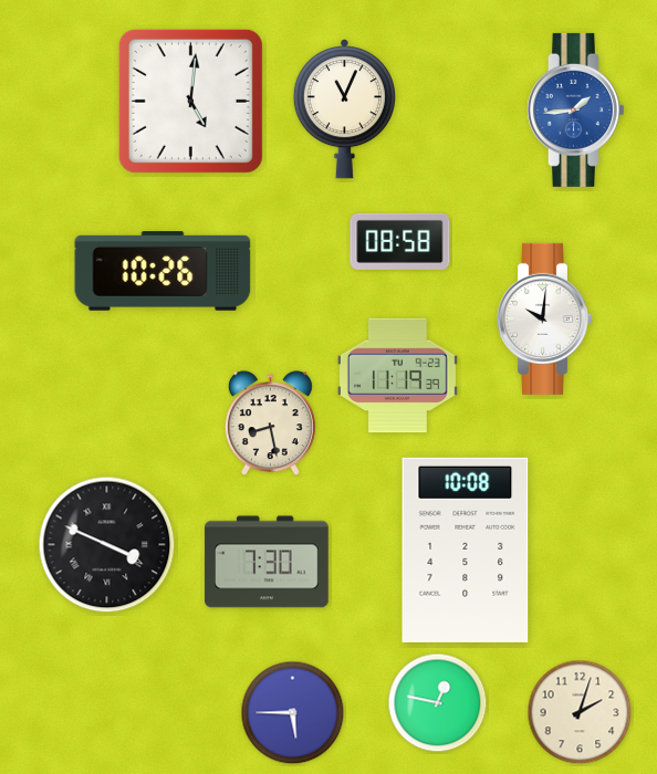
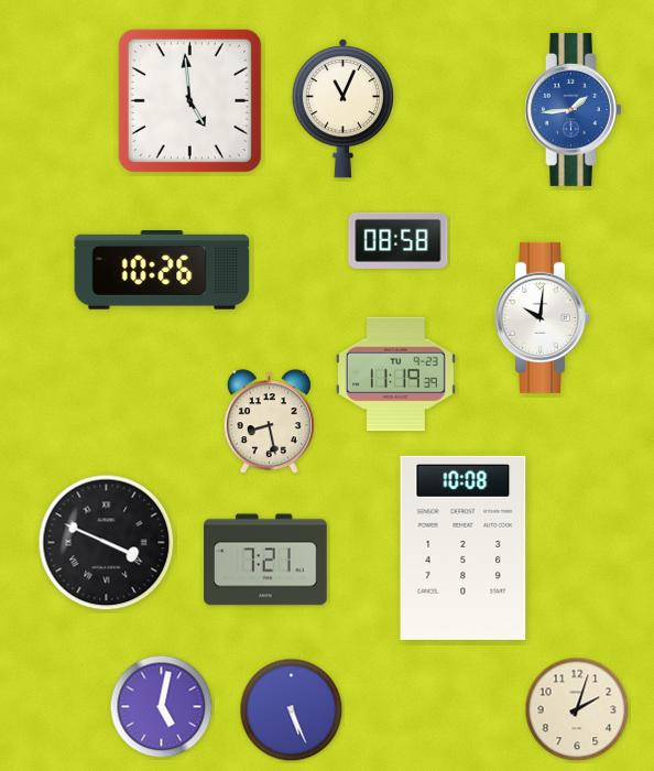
clock at (190, 101): 5:01 -> 4:59
clock at (267, 562): 7:30 -> 7:21
clock at (438, 703): 12:47 -> none
clock at (162, 707): none -> 5:02
clock at (293, 713): 5:45 -> 5:26
